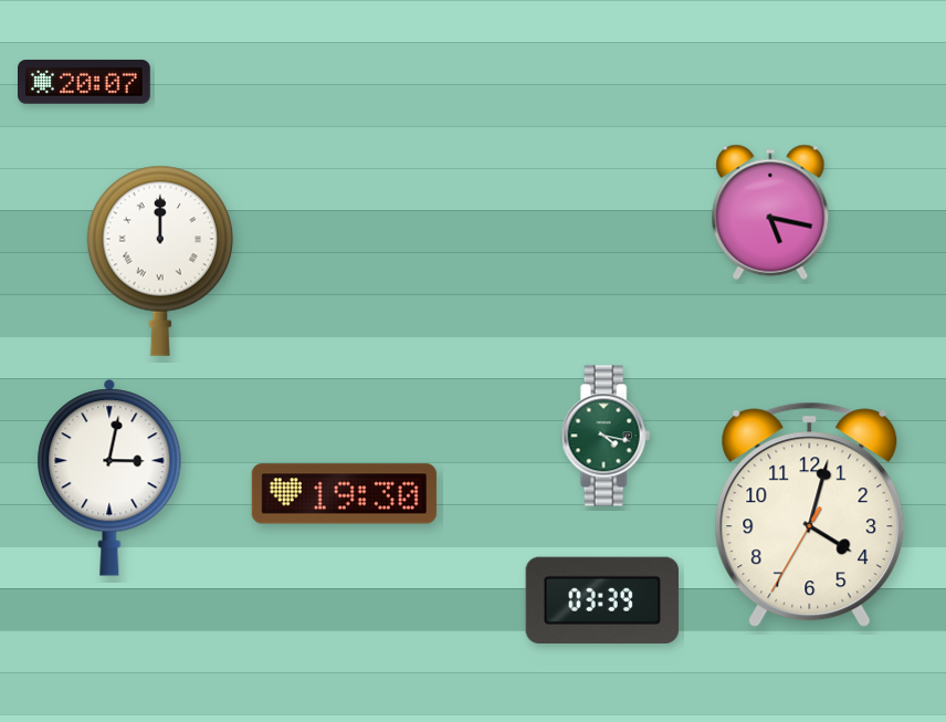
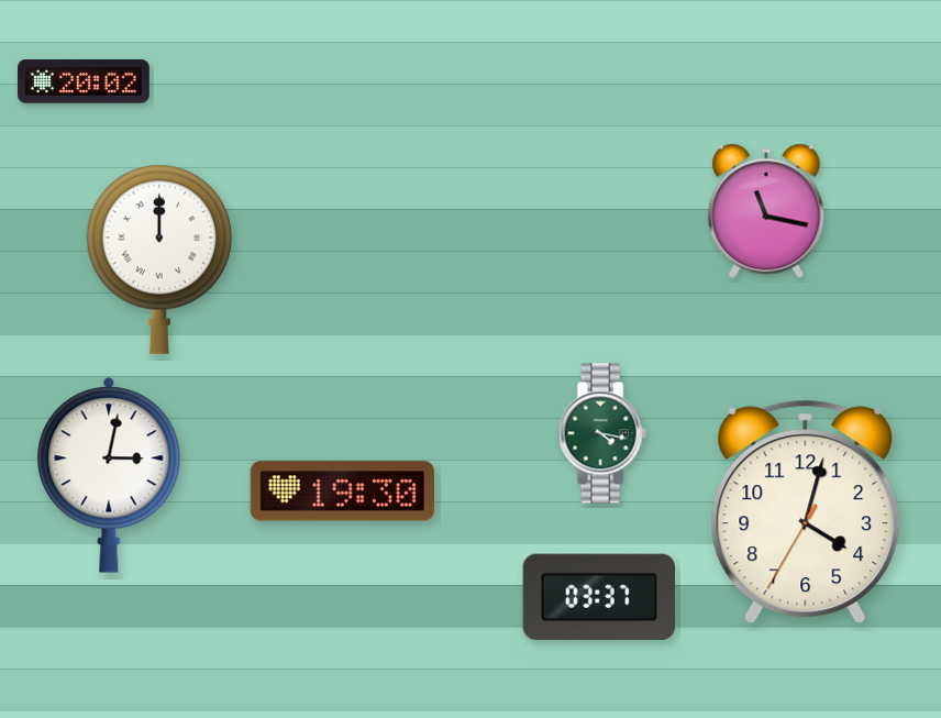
clock at (85, 83): 20:07 -> 20:02
clock at (770, 212): 5:17 -> 11:17
clock at (601, 600): 03:39 -> 03:37
